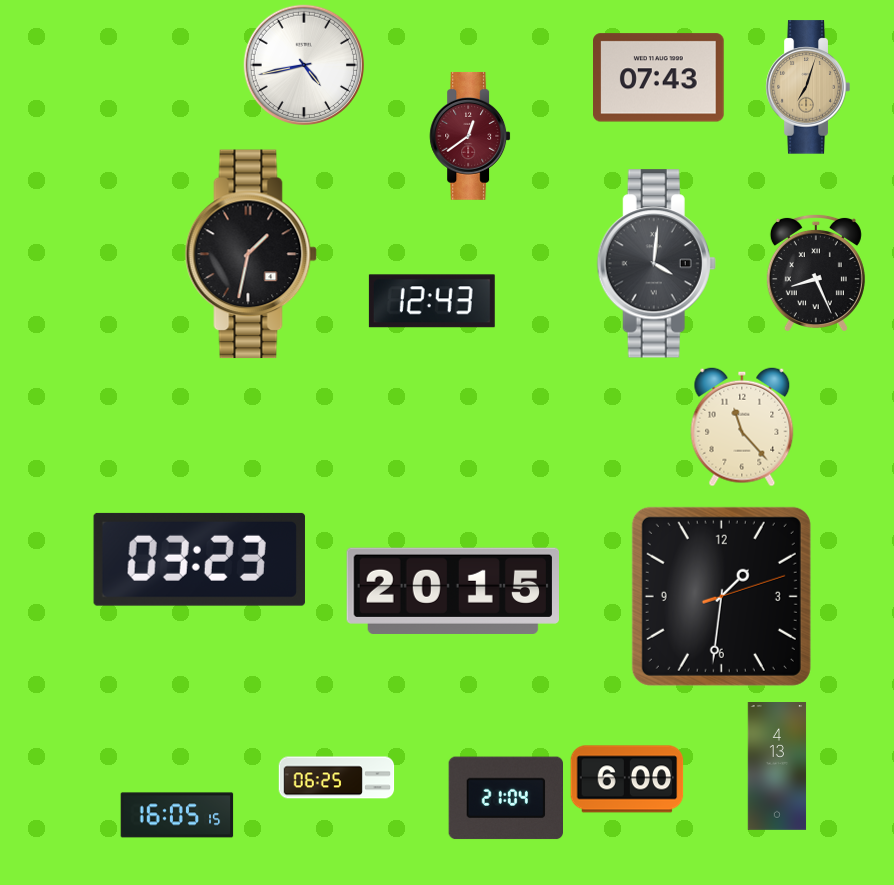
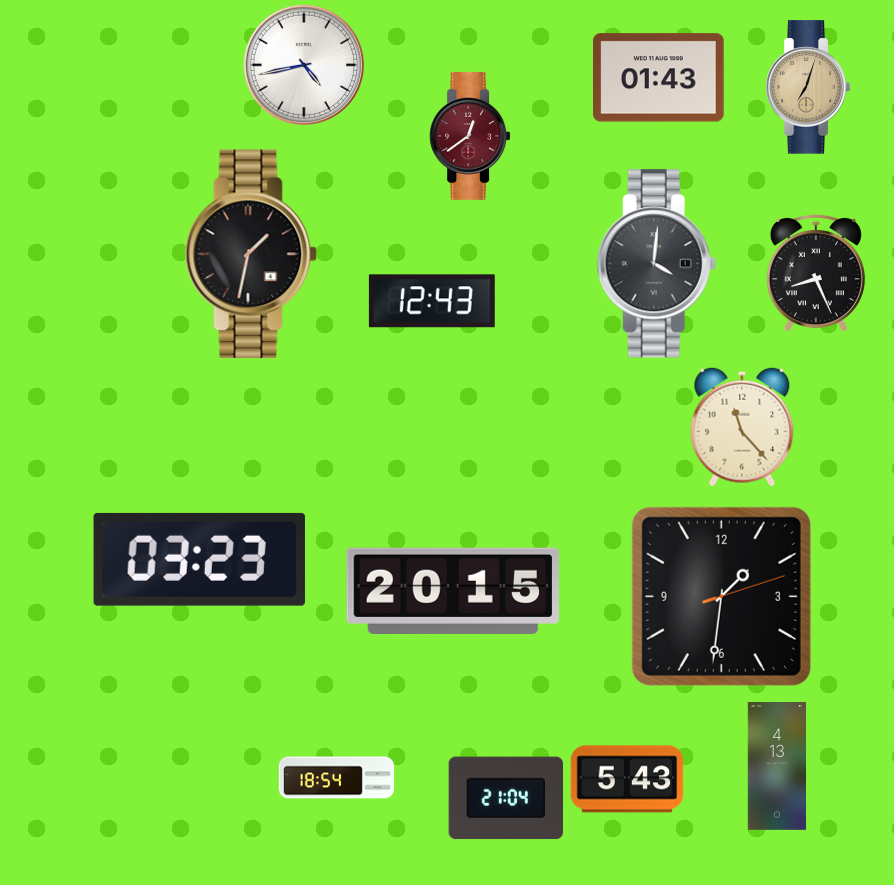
clock at (659, 78): 07:43 -> 01:43
clock at (337, 778): 06:25 -> 18:54
clock at (627, 779): 6:00 -> 5:43
clock at (177, 815): 16:05 -> none
